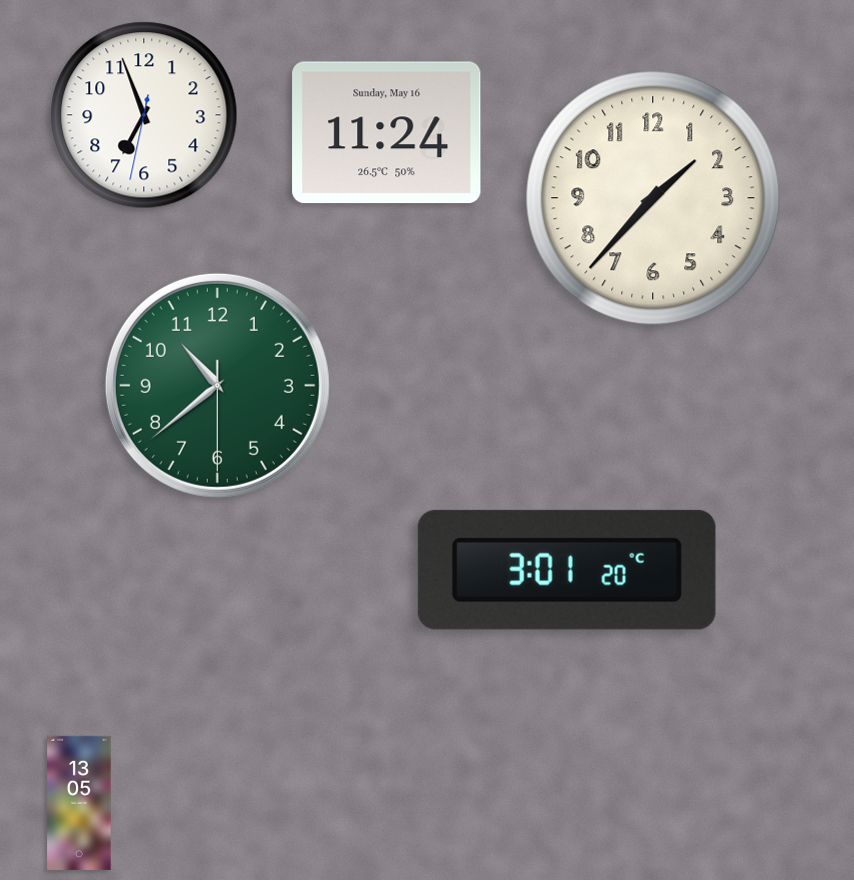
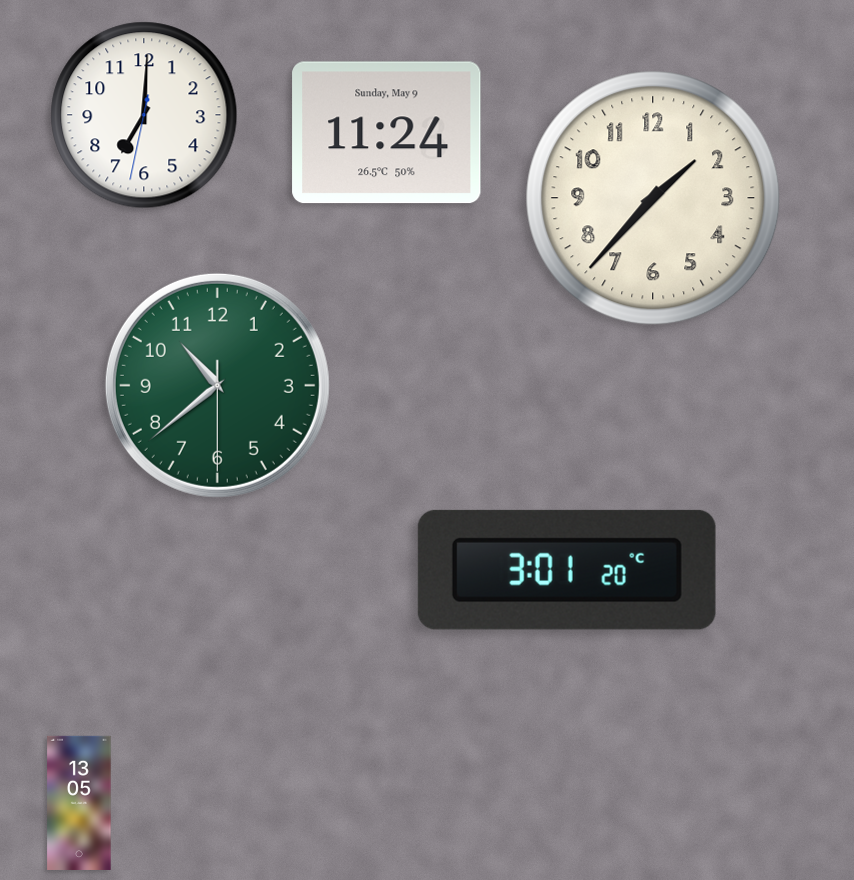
clock at (144, 115): 6:56 -> 7:00
clock at (387, 133) date: Sunday, May 16 -> Sunday, May 9
